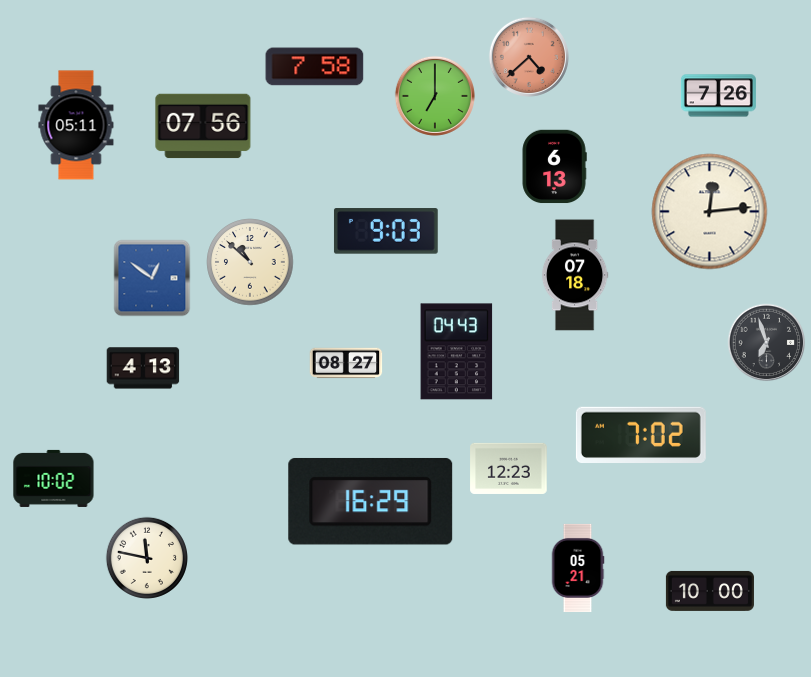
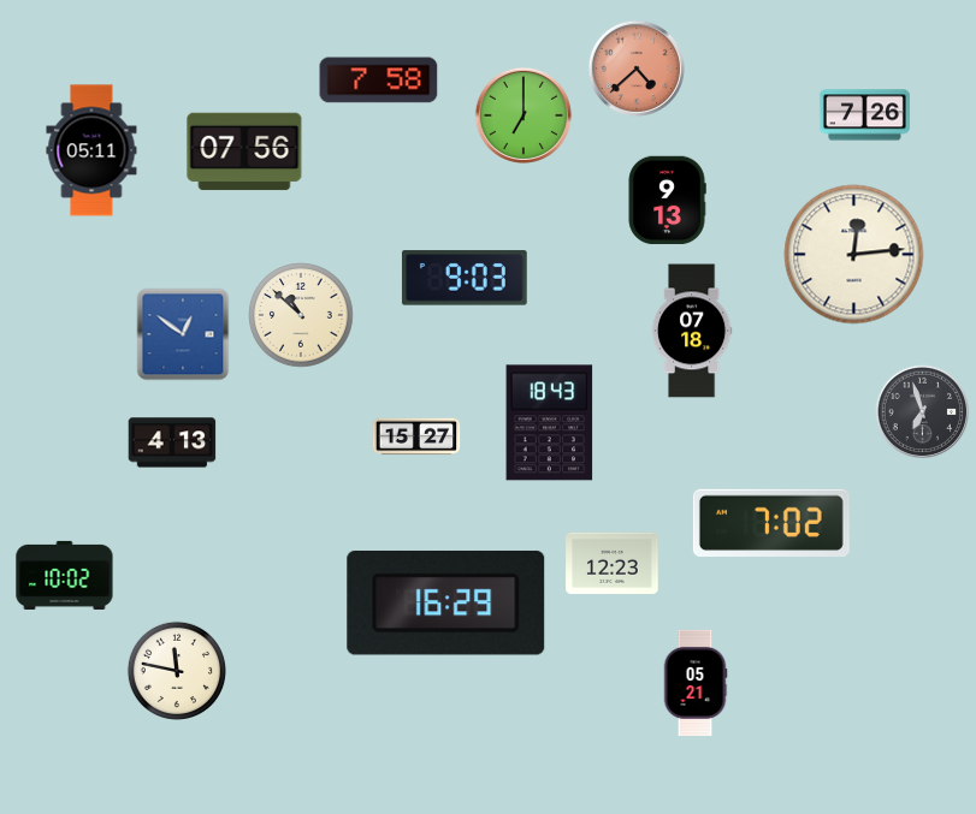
clock at (554, 167): 6:13 -> 9:13
clock at (457, 352): 04:43 -> 18:43
clock at (346, 363): 08:27 -> 15:27
clock at (710, 591): 10:00 -> none
